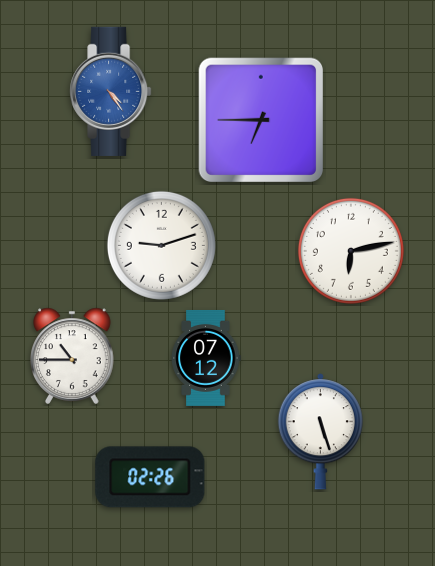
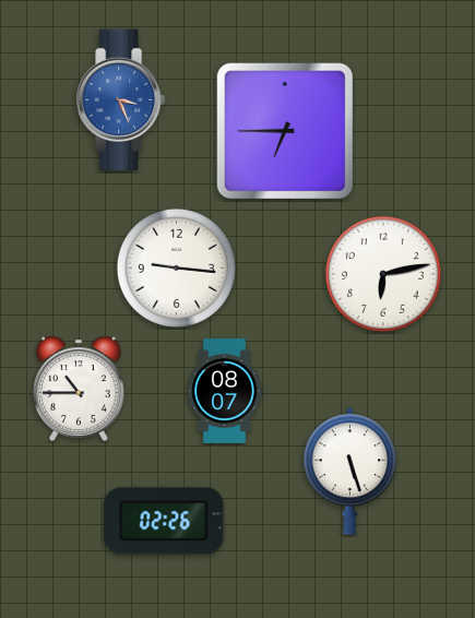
clock at (111, 91): 4:24 -> 3:26
clock at (161, 245): 9:12 -> 9:16
clock at (206, 358): 07:12 -> 08:07
